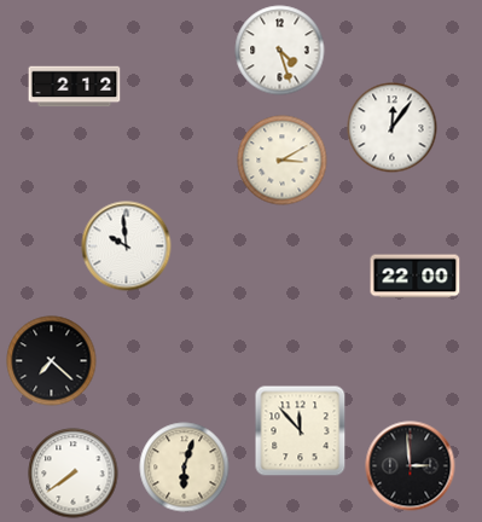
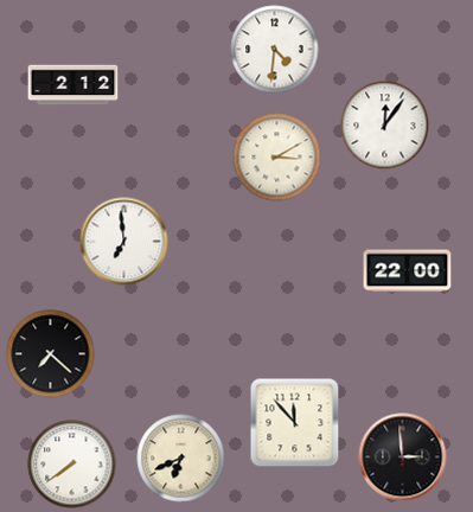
clock at (280, 51): 4:27 -> 4:31
clock at (127, 246): 9:59 -> 6:59
clock at (185, 468): 6:03 -> 6:41
